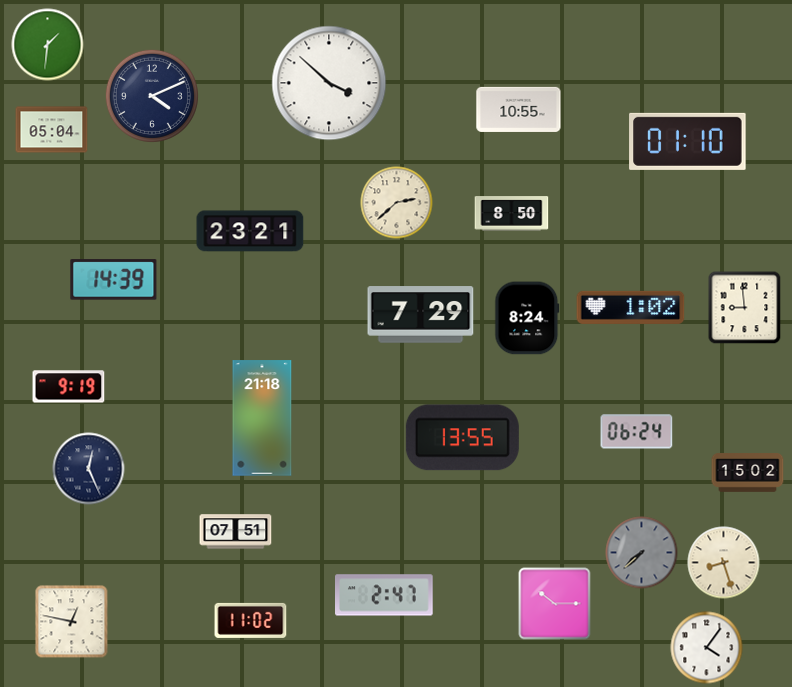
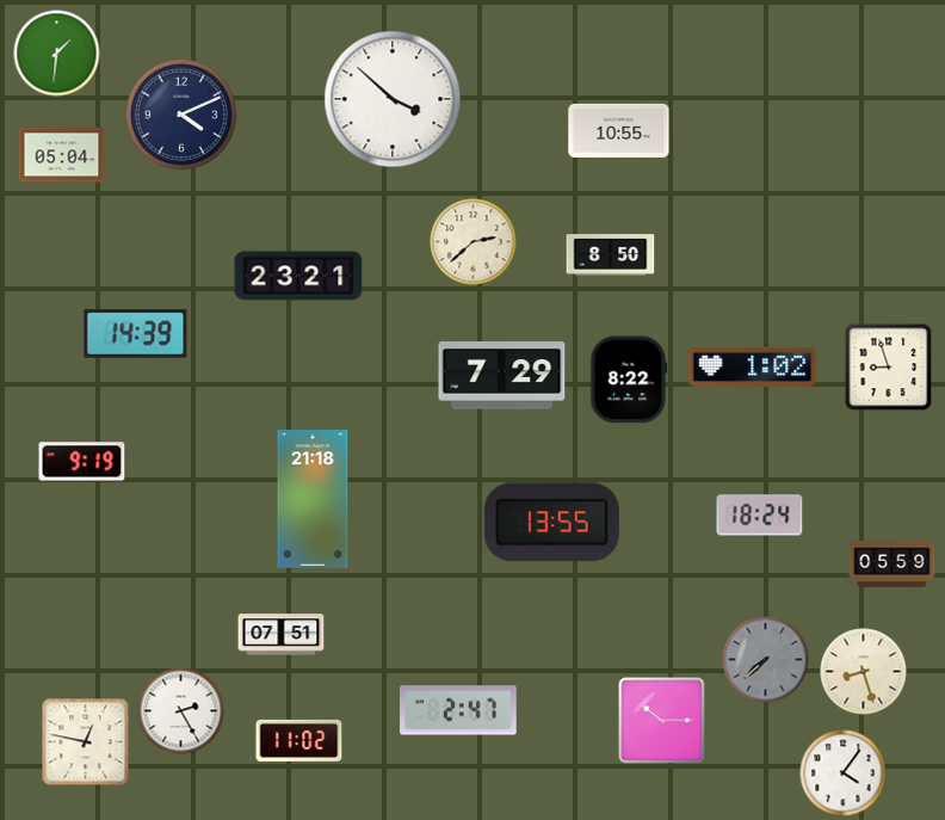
clock at (688, 141): 01:10 -> none
clock at (745, 308): 8:59 -> 8:57
clock at (527, 318): 8:24 -> 8:22
clock at (637, 432): 06:24 -> 18:24
clock at (89, 469): 12:26 -> none
clock at (748, 473): 15:02 -> 05:59
clock at (181, 711): none -> 2:25
